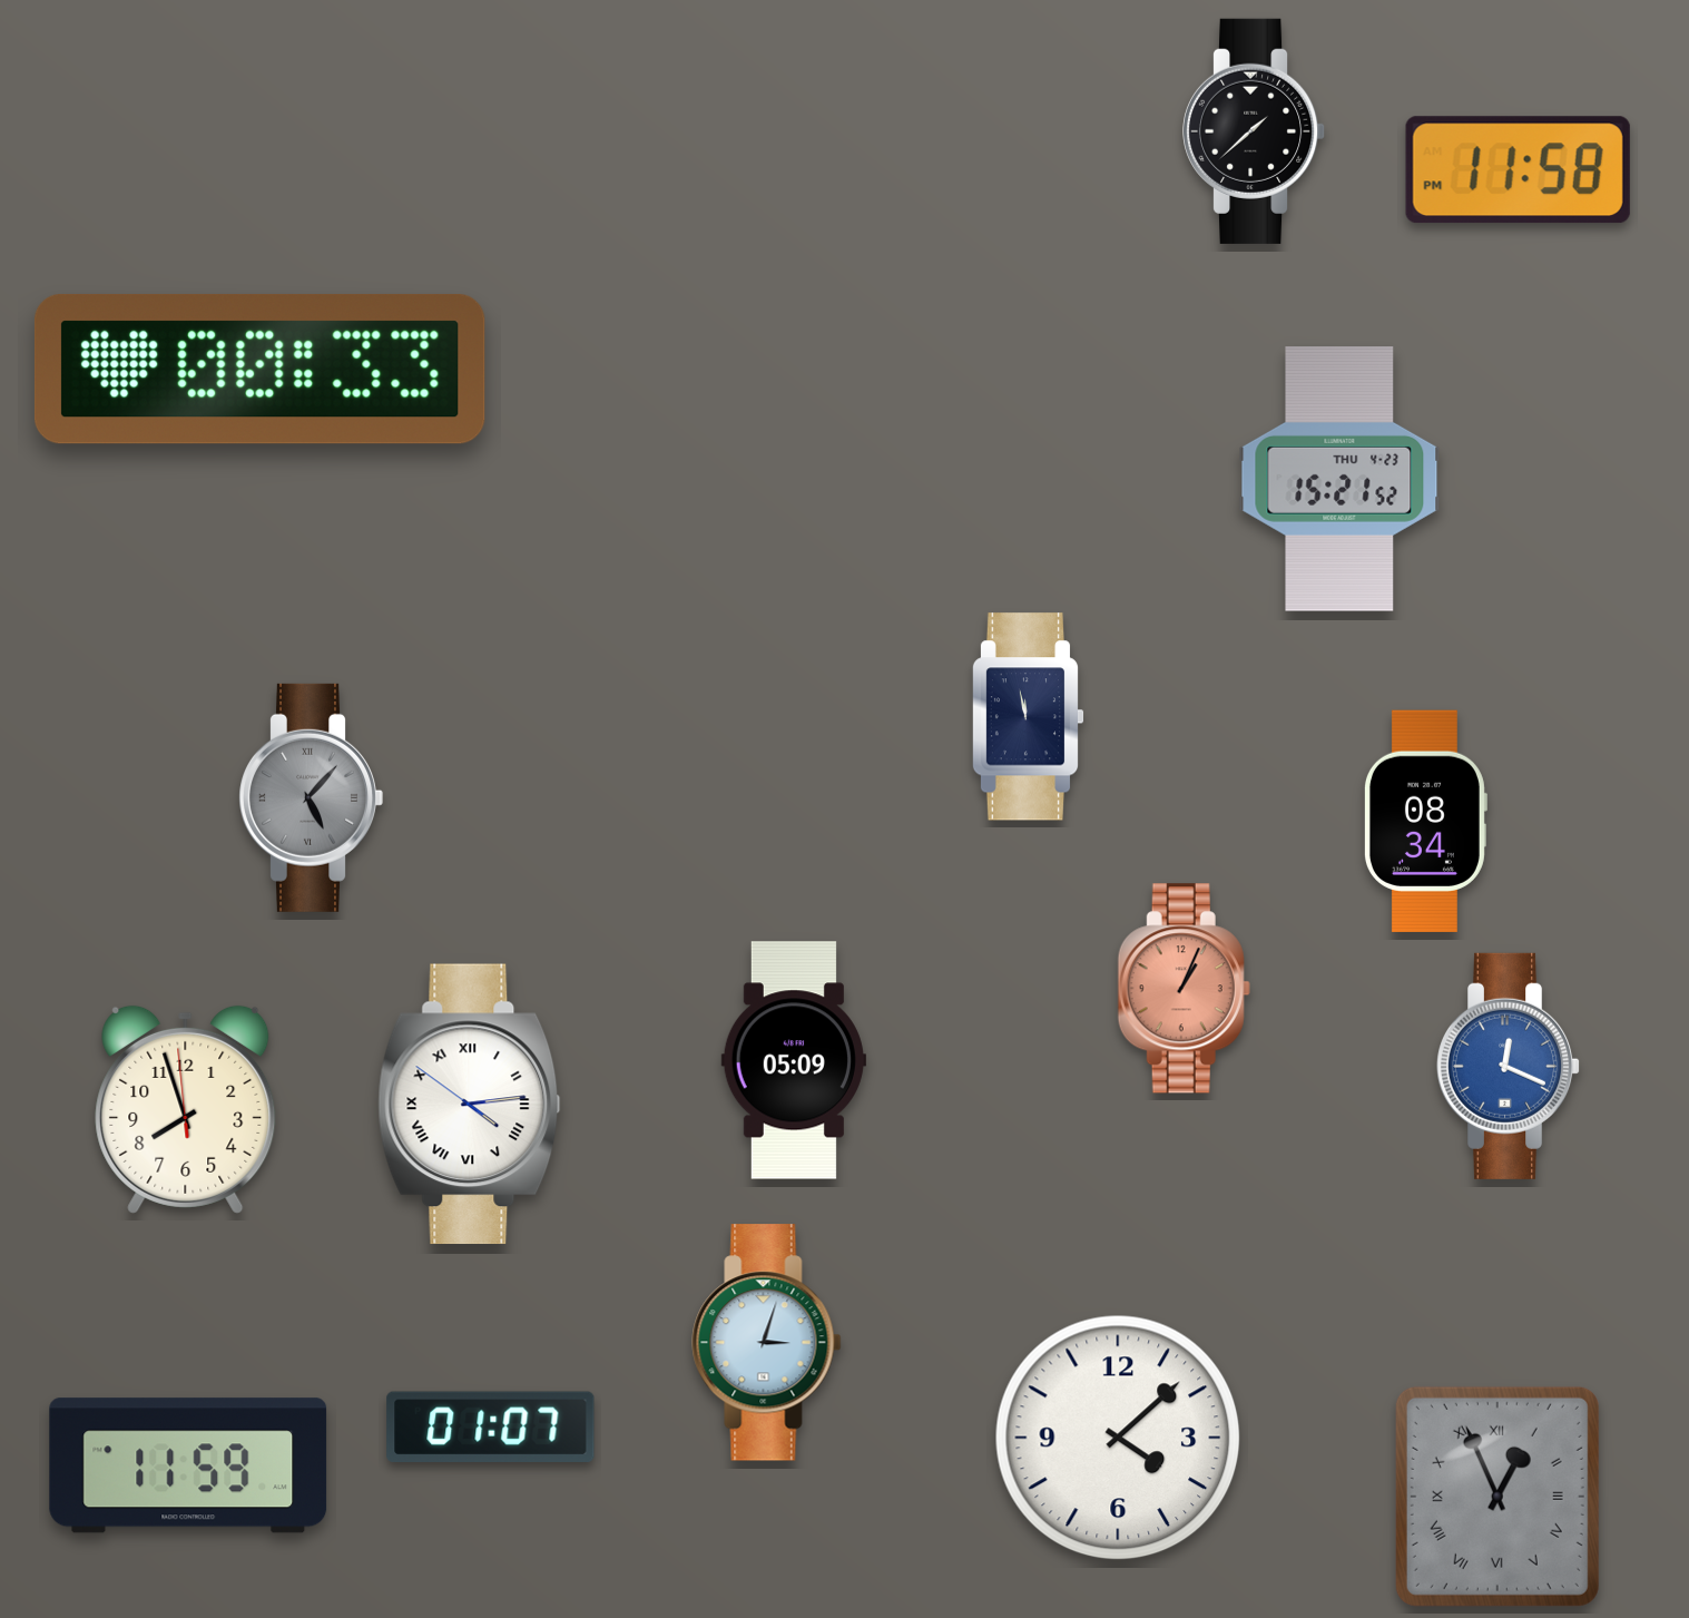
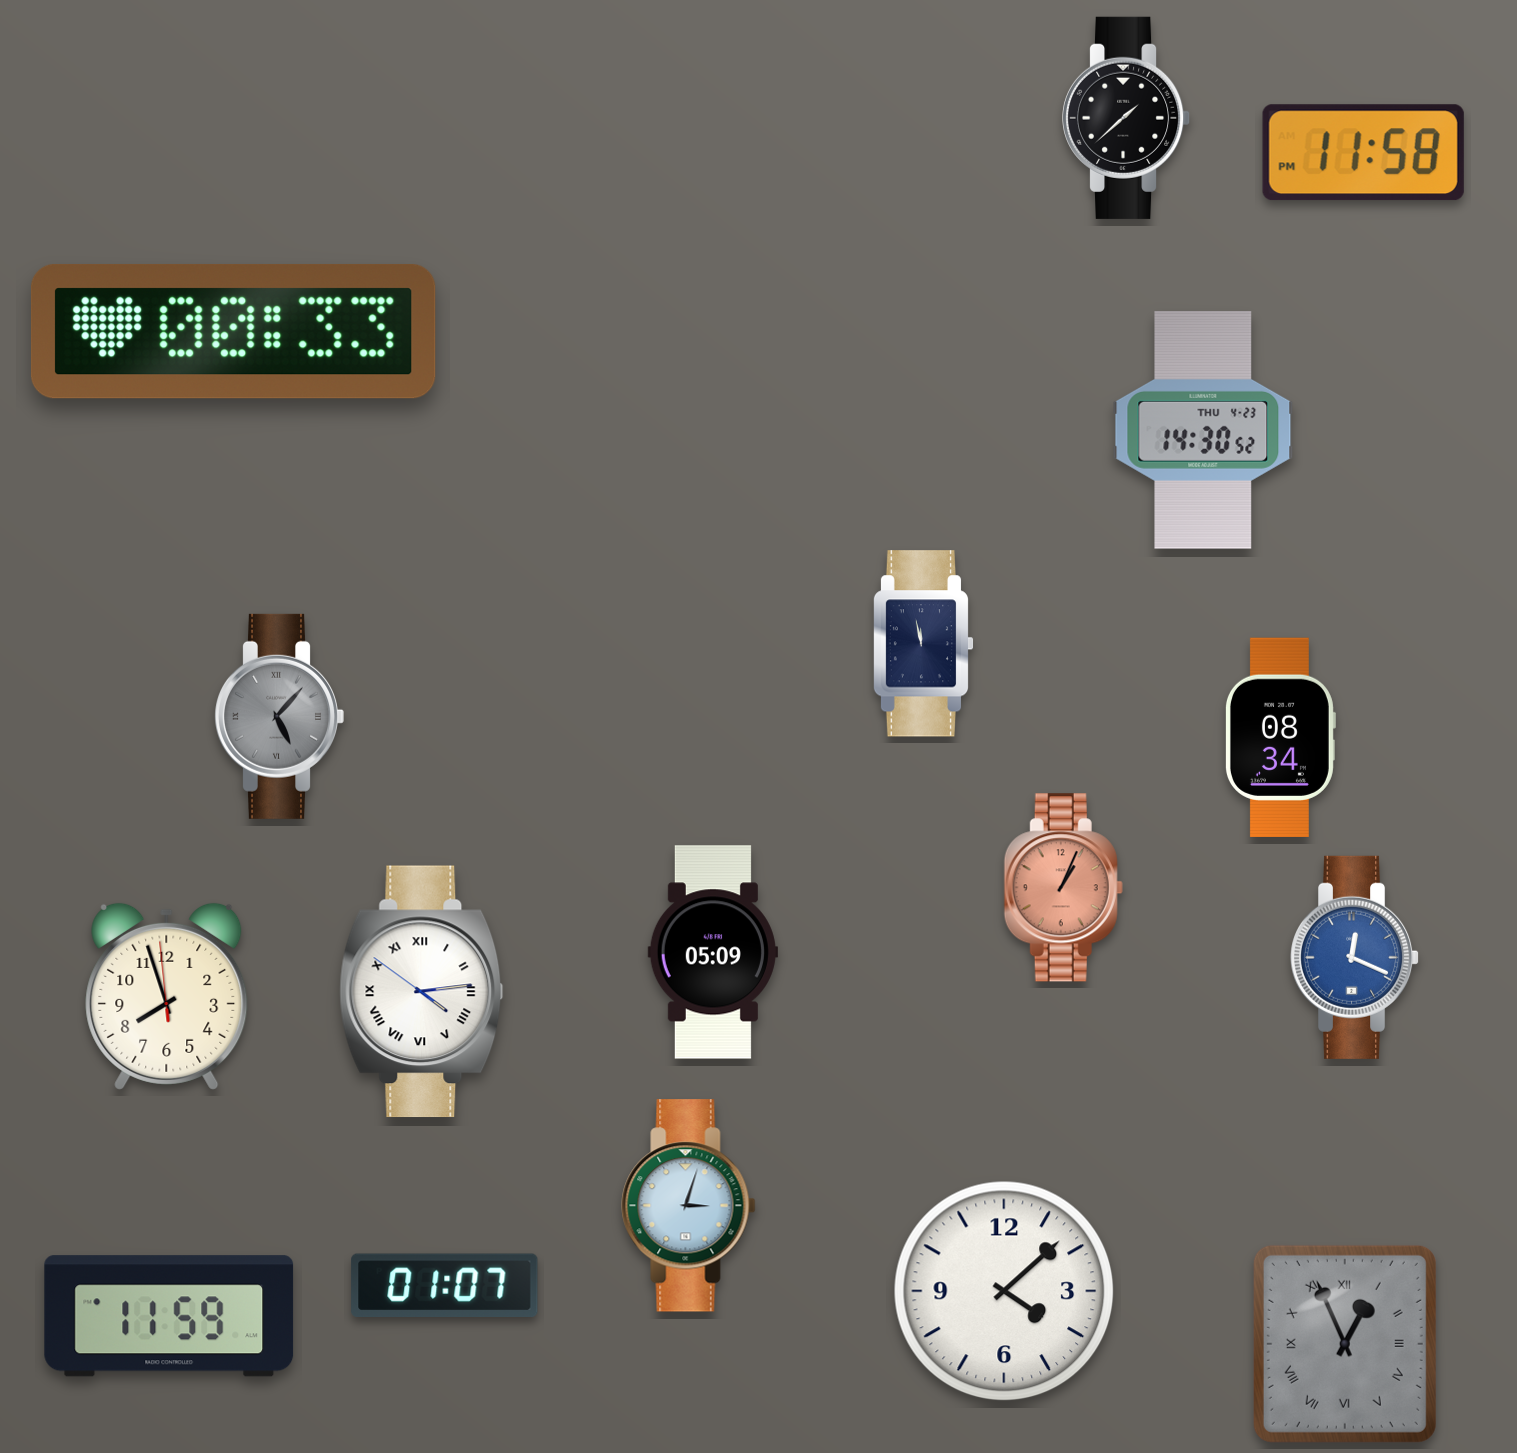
clock at (1339, 479): 15:21 -> 14:30
clock at (491, 1426) position: (491, 1426) -> (445, 1285)
